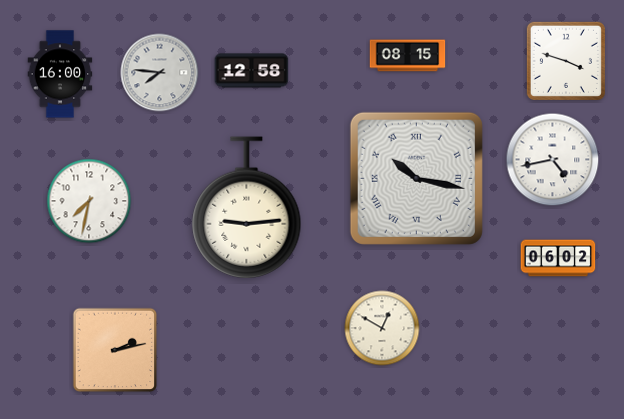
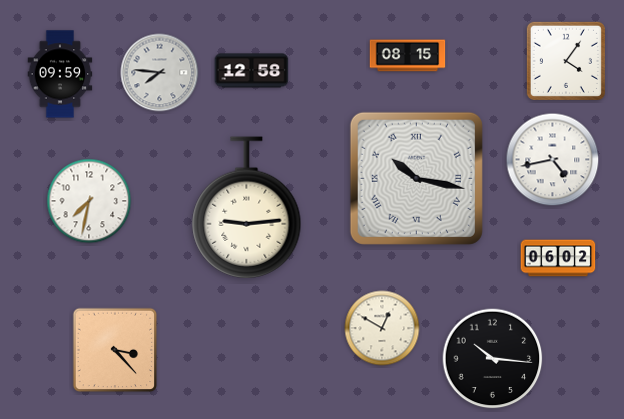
clock at (566, 61): 3:48 -> 4:06
clock at (60, 74): 16:00 -> 09:59
clock at (115, 350): 2:13 -> 3:23
clock at (493, 359): none -> 10:16
